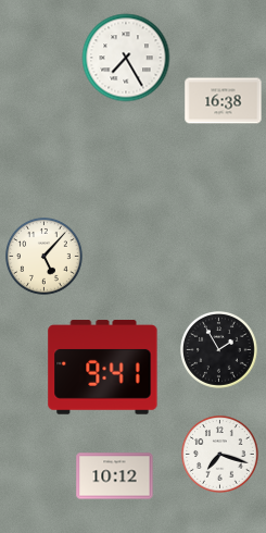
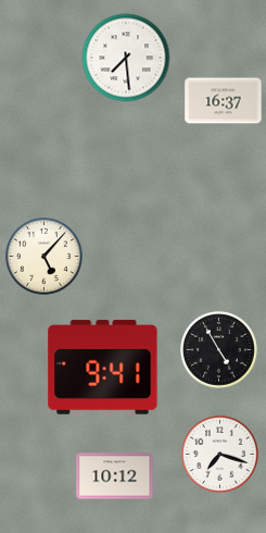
clock at (126, 58): 7:25 -> 7:29
clock at (224, 101): 16:38 -> 16:37
clock at (219, 350): 1:55 -> 4:55
